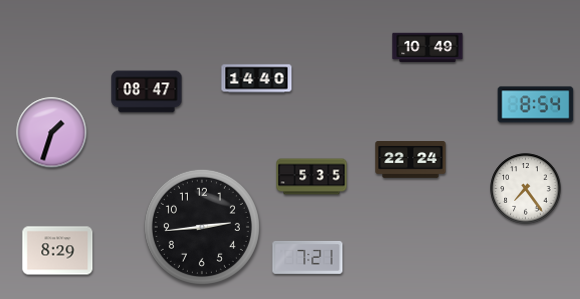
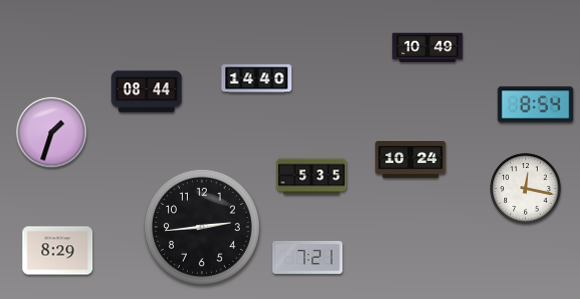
clock at (147, 92): 08:47 -> 08:44
clock at (411, 160): 22:24 -> 10:24
clock at (526, 189): 7:24 -> 12:17
